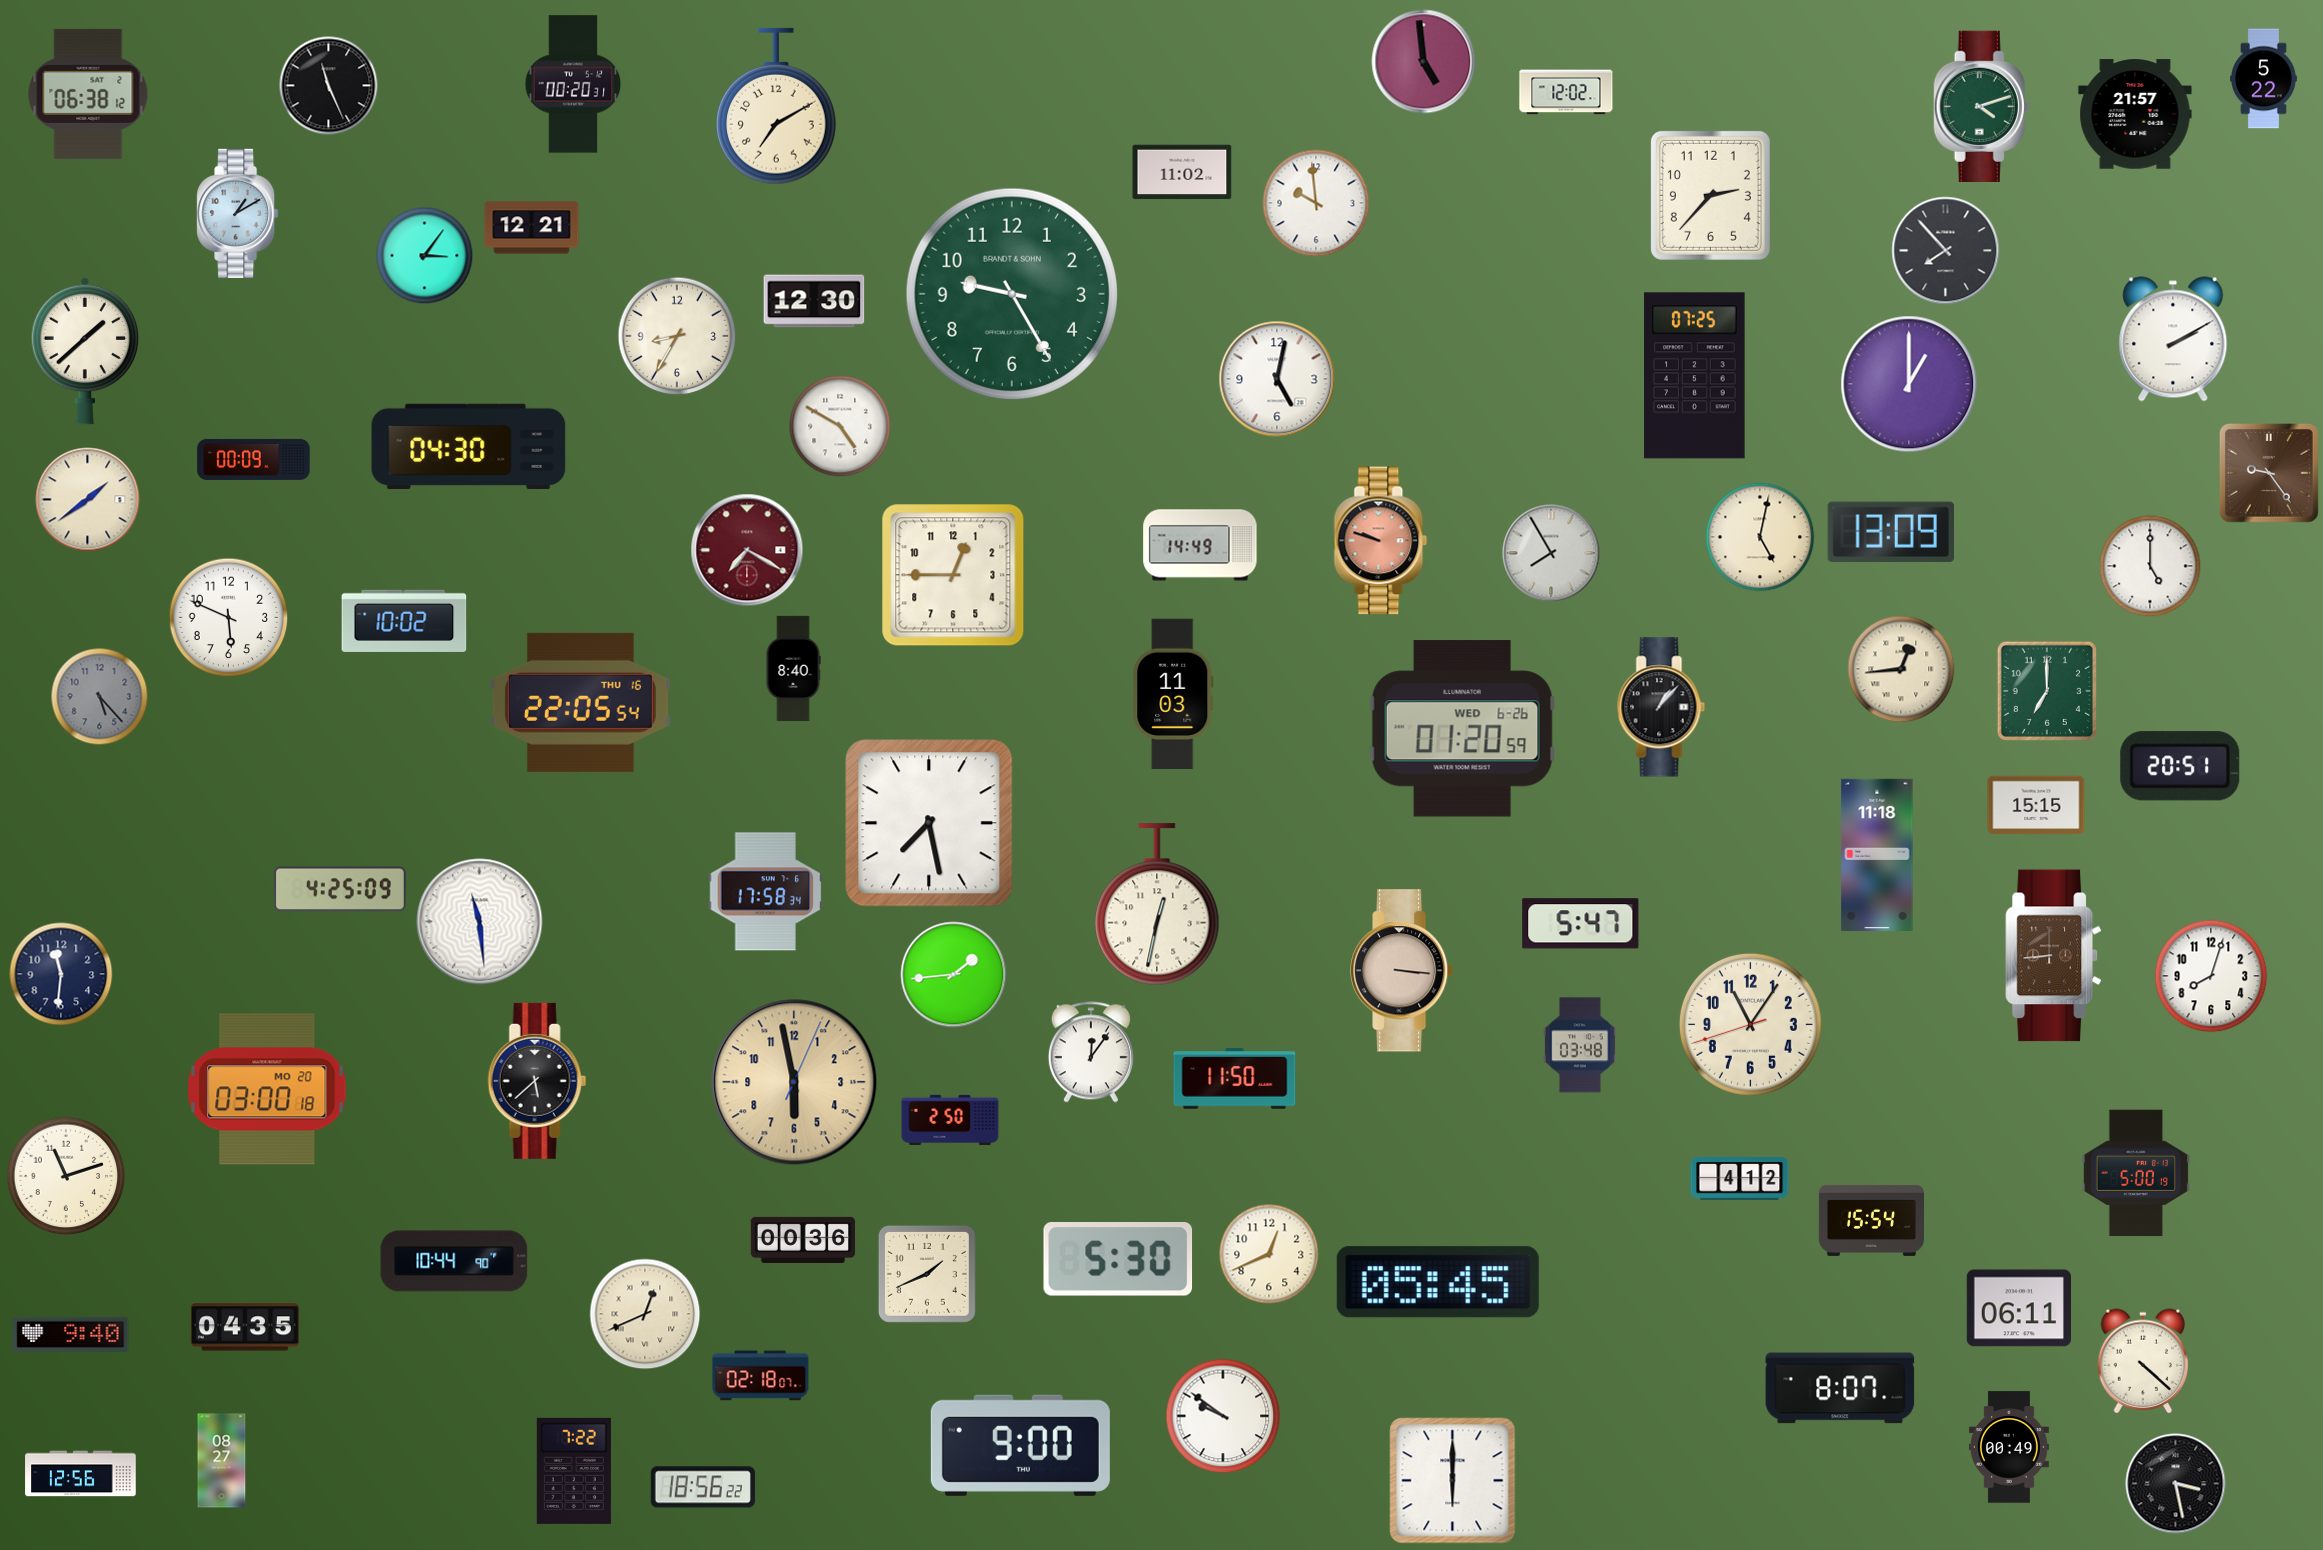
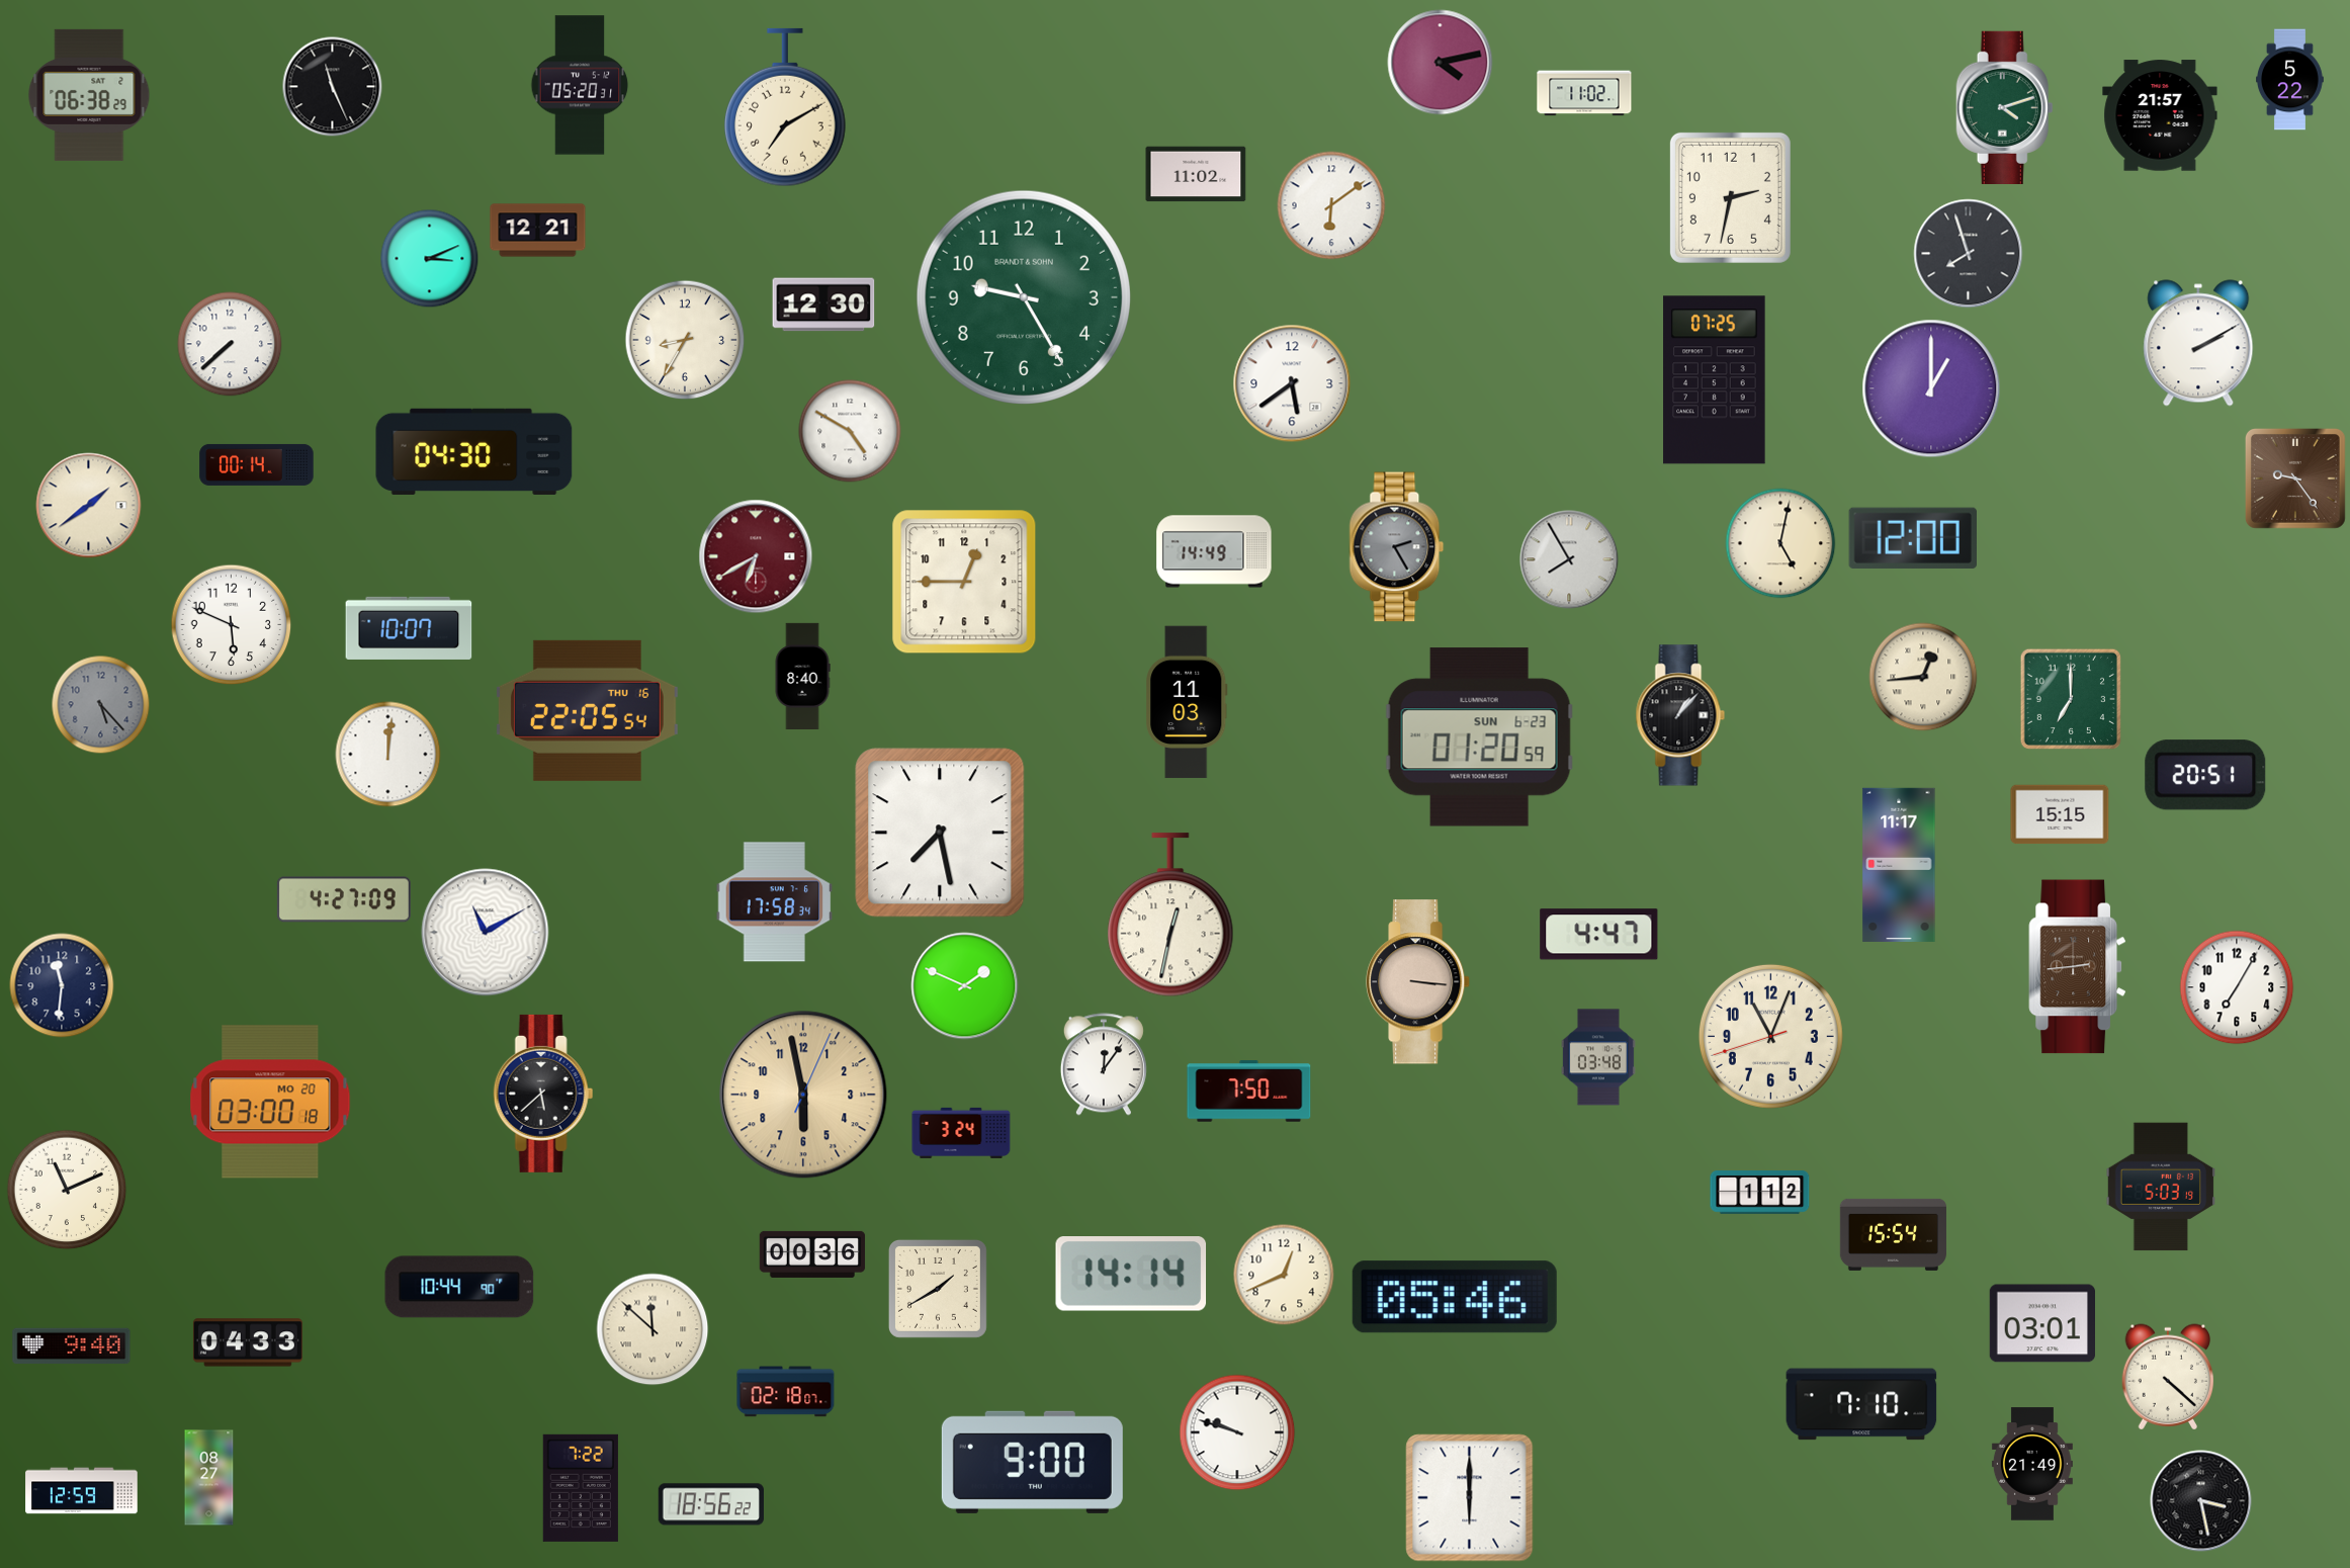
clock at (1424, 62): 4:59 -> 4:13
clock at (573, 84): 00:20 -> 05:20
clock at (1566, 92): 12:02 -> 11:02
clock at (88, 94): 06:38:12 -> 06:38:29
clock at (1710, 195): 2:37 -> 2:32
clock at (1316, 203): 9:59 -> 6:09
clock at (238, 213): 1:10 -> none
clock at (1946, 251): 7:53 -> 7:57
clock at (425, 256): 3:06 -> 3:11
clock at (230, 344): none -> 7:38
clock at (84, 351): 1:38 -> none
clock at (1277, 379): 5:02 -> 5:39
clock at (254, 459): 00:09 -> 00:14
clock at (1891, 532): 13:09 -> 12:00
clock at (1381, 541): 9:48 -> 2:25
clock at (1381, 541) dial: salmon -> grey
clock at (747, 550): 7:20 -> 6:40
clock at (2150, 566): 5:00 -> none
clock at (404, 621): 10:02 -> 10:07
clock at (1462, 729) date: WED 6-26 -> SUN 6-23
clock at (388, 755): none -> 12:01
clock at (1877, 855): 11:18 -> 11:17
clock at (340, 889): 4:25 -> 4:27
clock at (480, 922): 11:29 -> 11:10
clock at (1581, 924): 5:47 -> 4:47
clock at (2053, 956): 8:44 -> 2:44
clock at (954, 975): 1:44 -> 1:49
clock at (2211, 976): 8:03 -> 7:05
clock at (1750, 1024): 11:05 -> 11:03
clock at (1235, 1079): 11:50 -> 7:50
clock at (950, 1120): 2:50 -> 3:24
clock at (2136, 1173): 5:00 -> 5:03
clock at (66, 1176): 11:12 -> 11:11
clock at (1740, 1179): 4:12 -> 1:12
clock at (1269, 1254) position: (1269, 1254) -> (1284, 1275)
clock at (1118, 1260): 5:30 -> 14:14
clock at (454, 1261) position: (454, 1261) -> (459, 1287)
clock at (927, 1274): 1:41 -> 1:40
clock at (1438, 1282): 05:45 -> 05:46
clock at (2018, 1308): 06:11 -> 03:01
clock at (645, 1314): 12:41 -> 11:52
clock at (245, 1327): 04:35 -> 04:33
clock at (71, 1334) position: (71, 1334) -> (72, 1345)
clock at (761, 1376) position: (761, 1376) -> (786, 1392)
clock at (1840, 1388): 8:07 -> 7:10
clock at (1223, 1416): 9:51 -> 9:48
clock at (2009, 1447): 00:49 -> 21:49
clock at (222, 1461) position: (222, 1461) -> (209, 1478)
clock at (81, 1474): 12:56 -> 12:59
